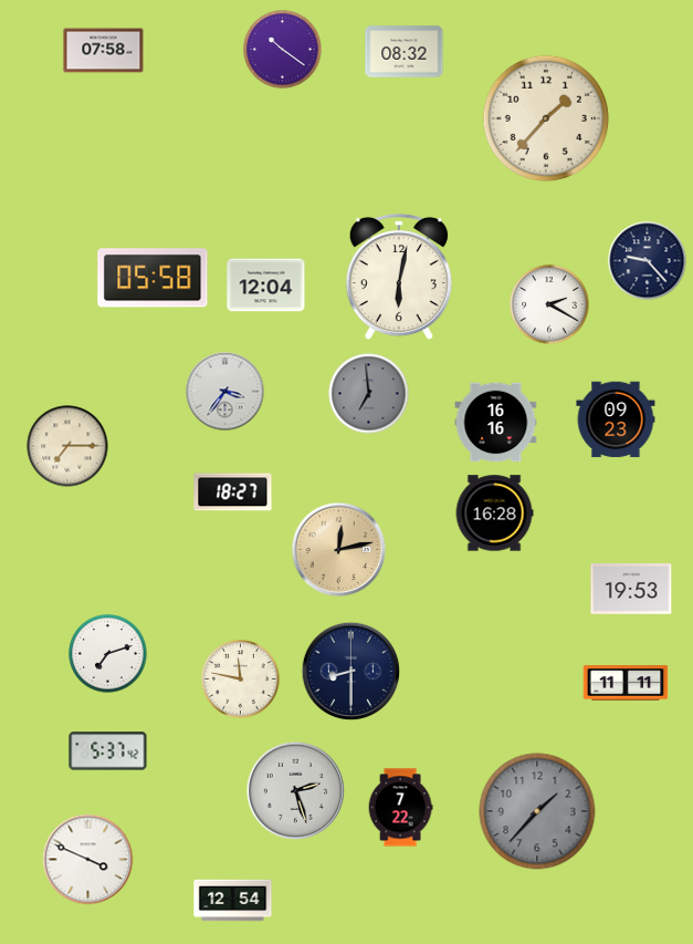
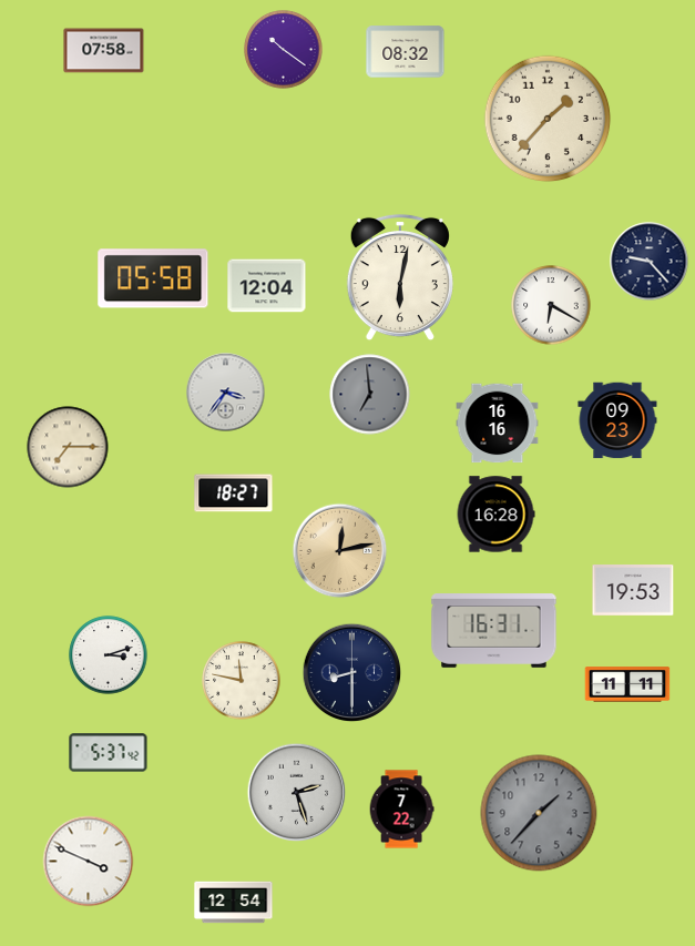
clock at (549, 304): 2:20 -> 6:20
clock at (494, 631): none -> 16:31
clock at (108, 654): 7:12 -> 3:12
